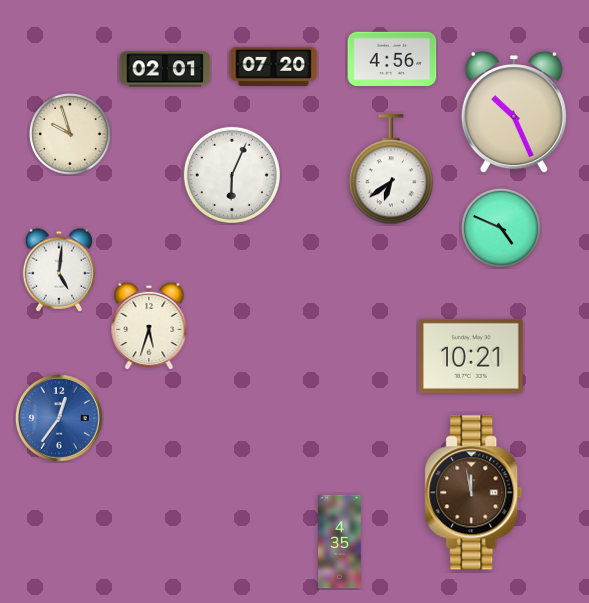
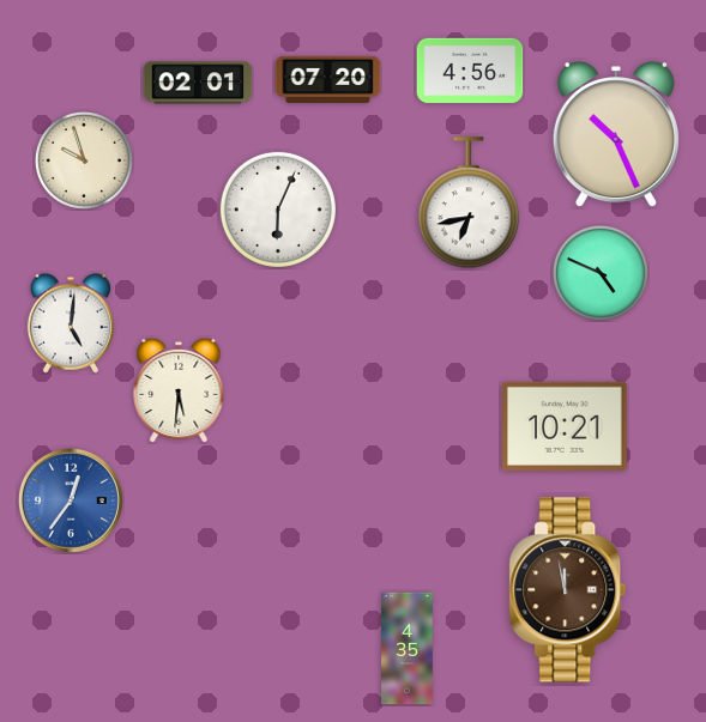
clock at (391, 170): 6:39 -> 6:43
clock at (149, 326): 5:33 -> 5:31
